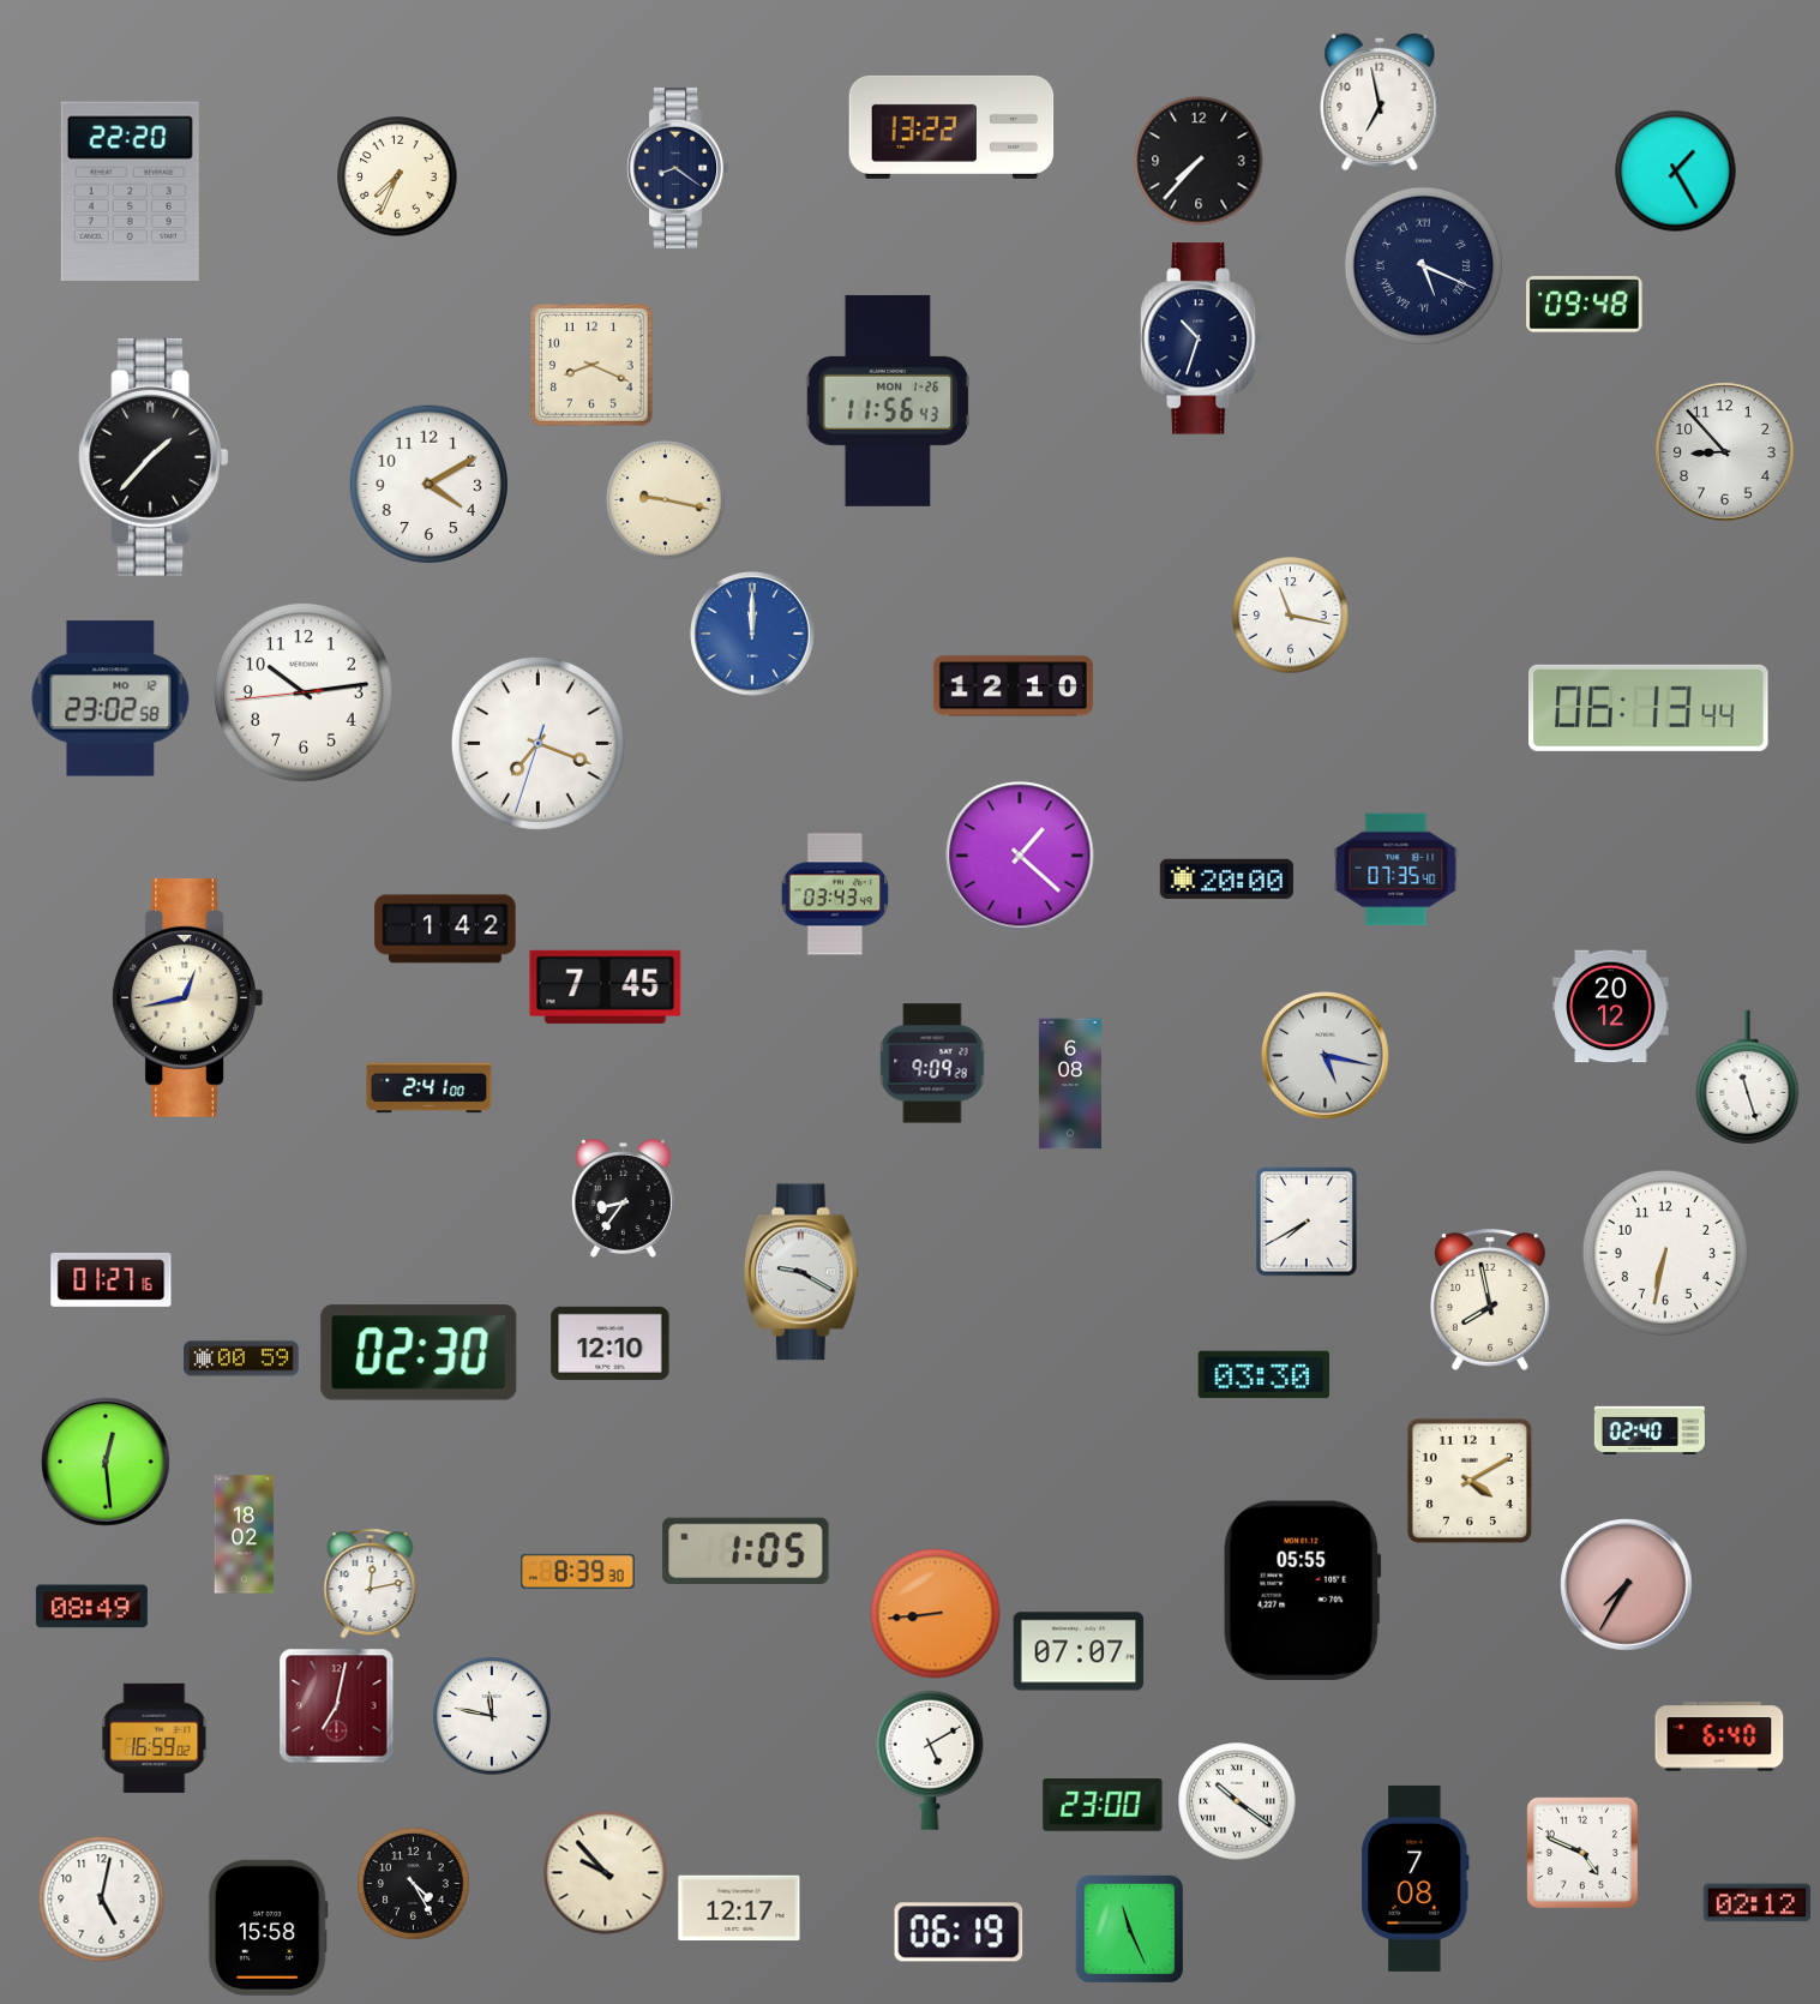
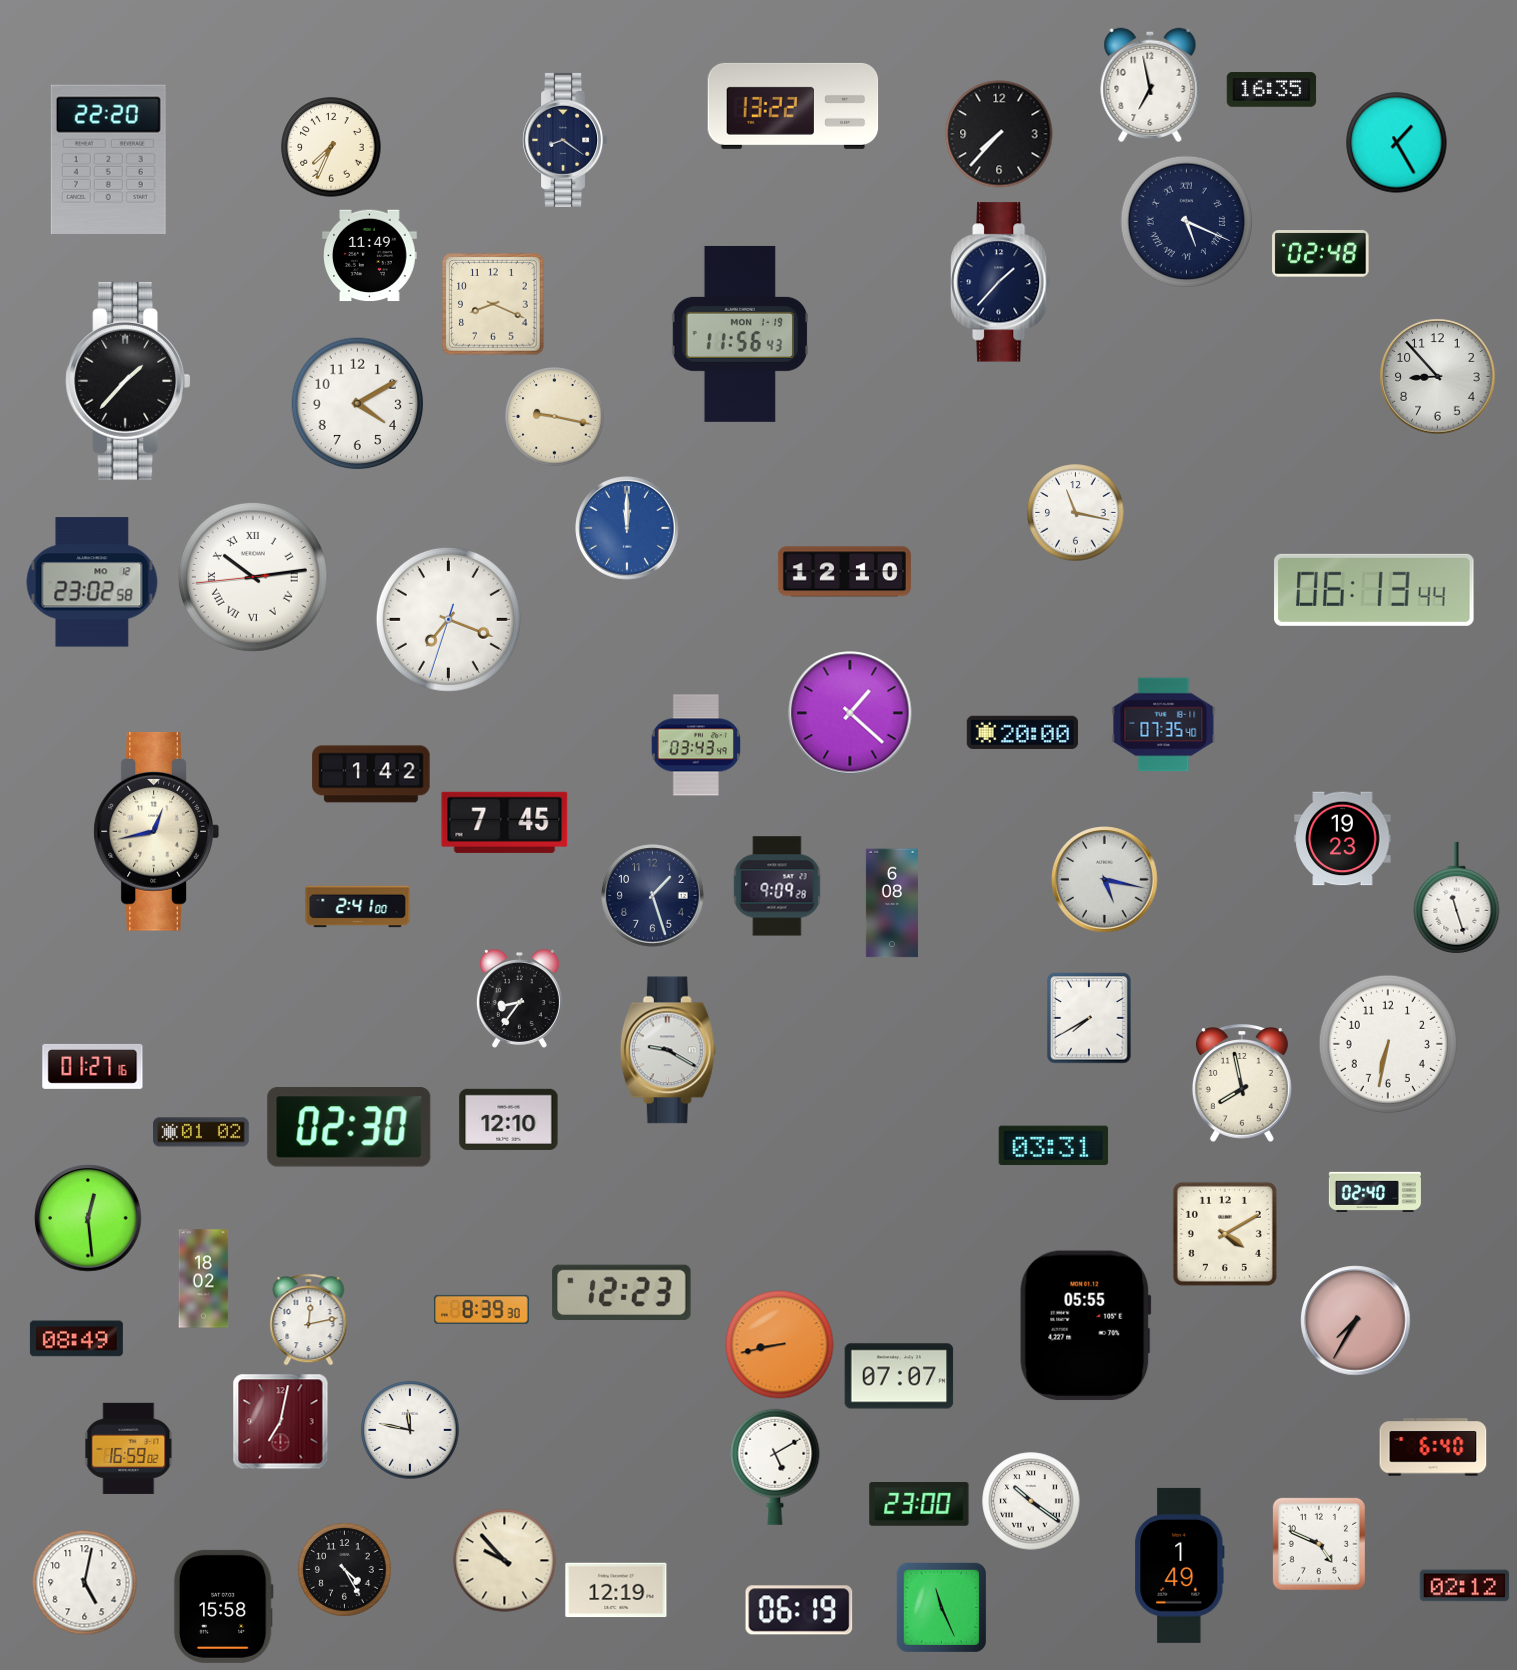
clock at (1272, 90): none -> 16:35
clock at (1585, 305): 09:48 -> 02:48
clock at (370, 256): none -> 11:49
clock at (1201, 338): 10:33 -> 1:37
clock at (888, 401) date: MON 1-26 -> MON 1-19
clock at (304, 692) numerals: Arabic -> Roman
clock at (1611, 1007): 20:12 -> 19:23
clock at (653, 896): none -> 1:27
clock at (801, 1272) position: (801, 1272) -> (668, 1050)
clock at (241, 1358): 00:59 -> 01:02
clock at (1265, 1375): 03:30 -> 03:31
clock at (746, 1552): 1:05 -> 12:23
clock at (936, 1614): 8:44 -> 8:43
clock at (1416, 1878): 7:08 -> 1:49
clock at (739, 1908): 12:17 -> 12:19
